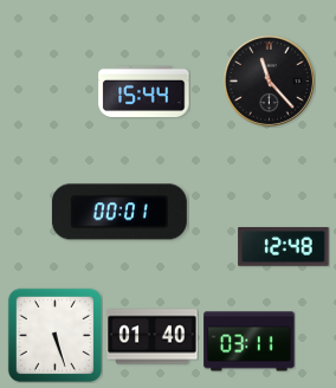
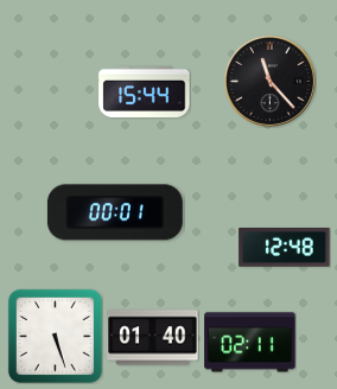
clock at (119, 212) position: (119, 212) -> (115, 212)
clock at (250, 342): 03:11 -> 02:11
